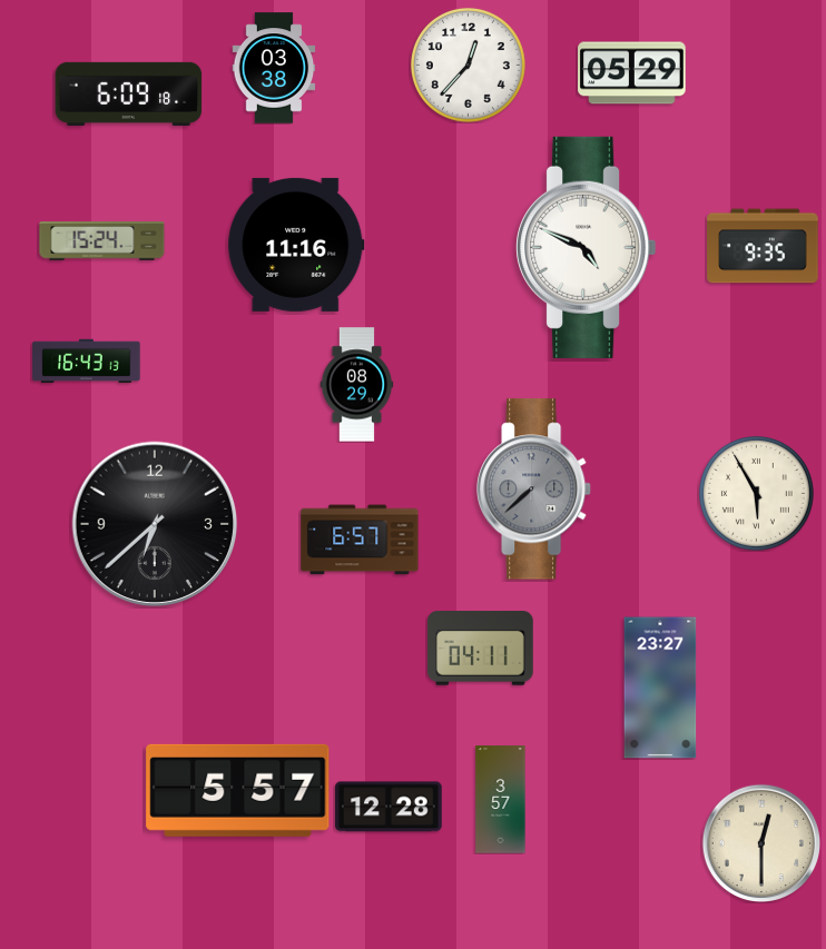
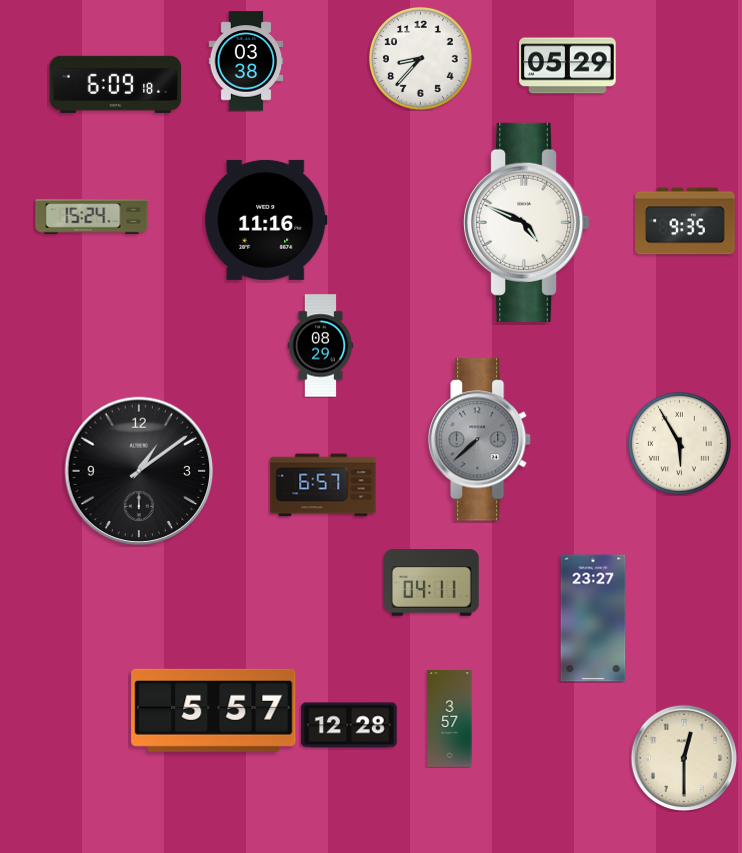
clock at (468, 65): 12:37 -> 8:37
clock at (87, 362): 16:43 -> none
clock at (155, 524): 6:38 -> 1:09
